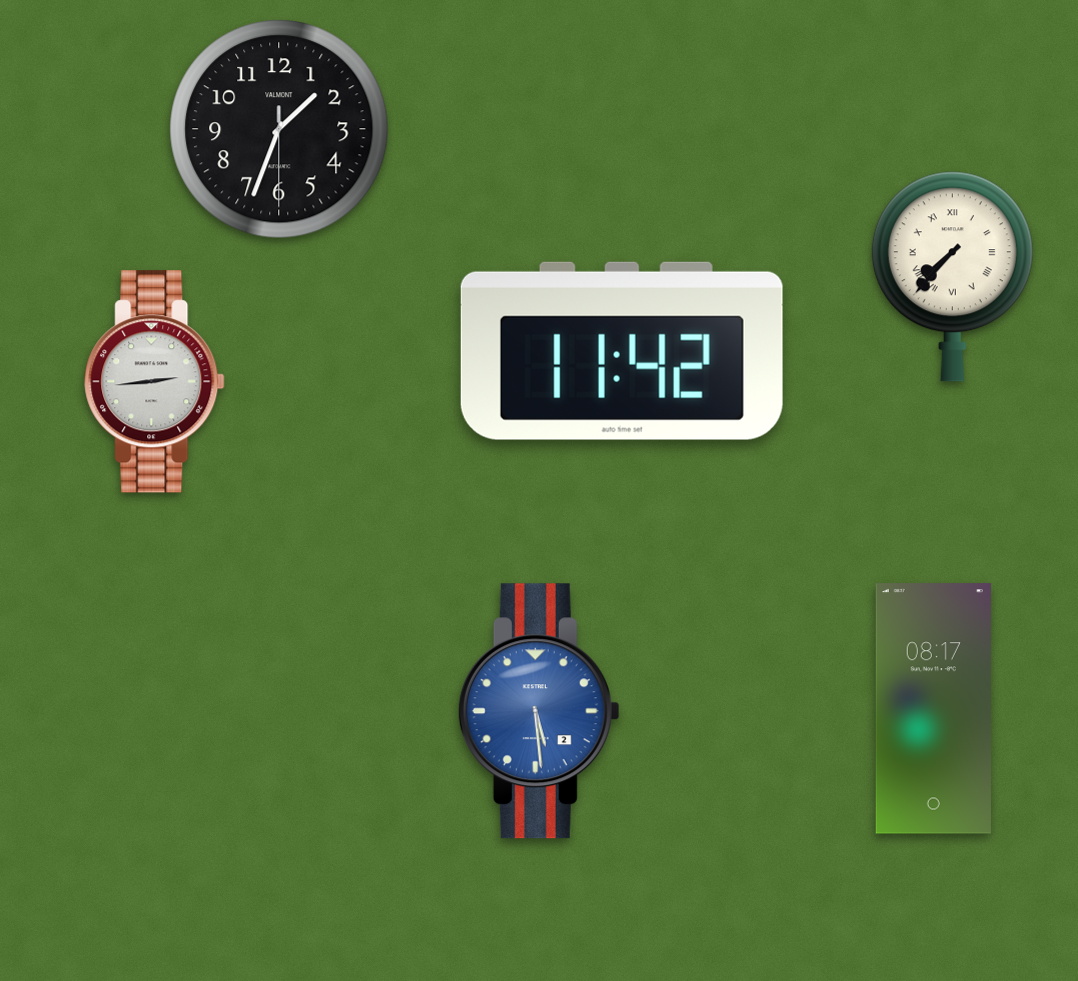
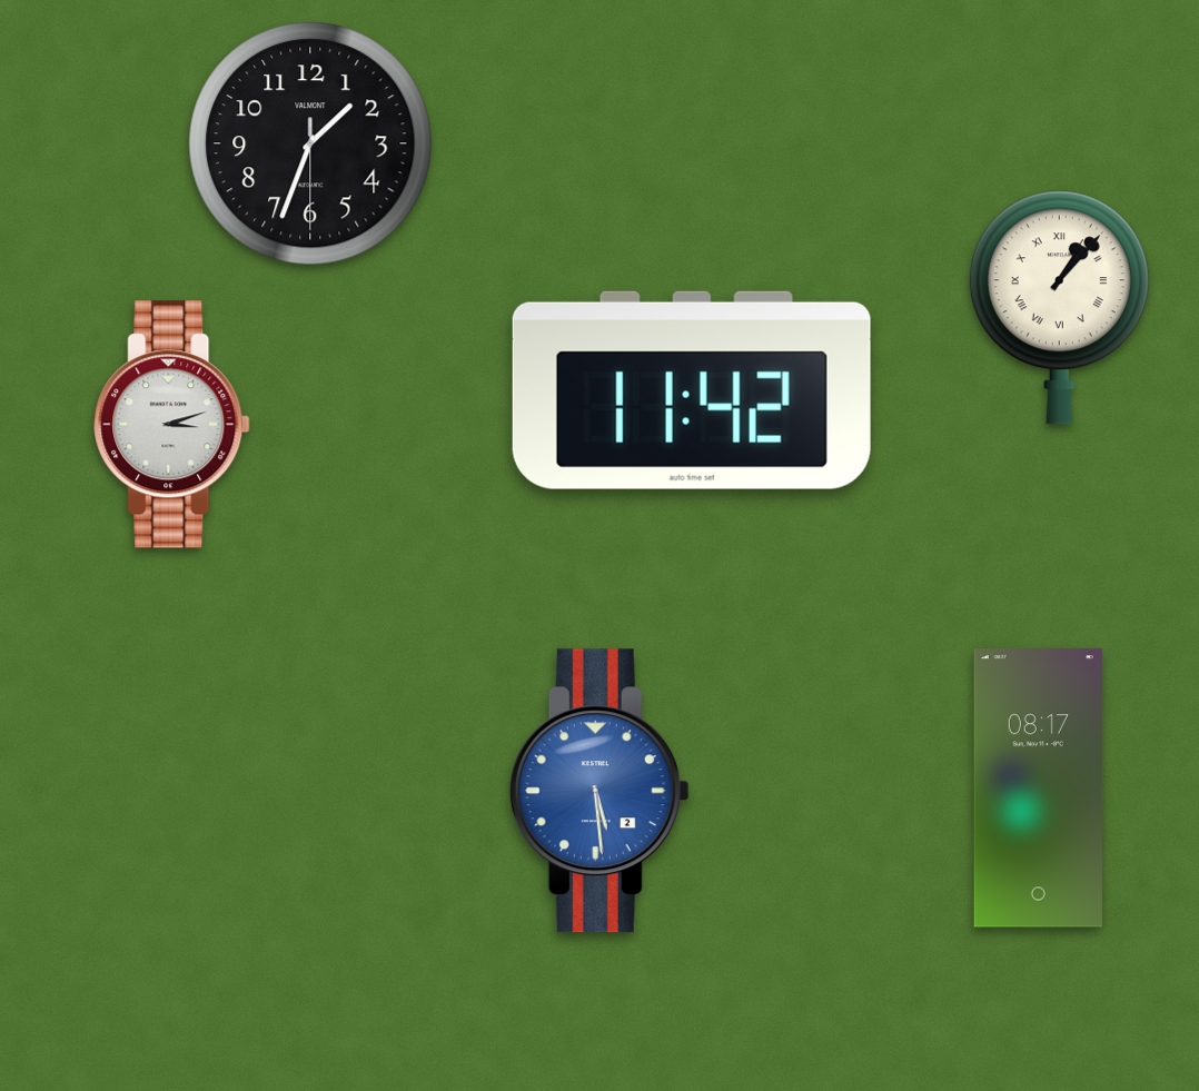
clock at (952, 277): 7:37 -> 1:07
clock at (155, 382): 2:44 -> 3:12
